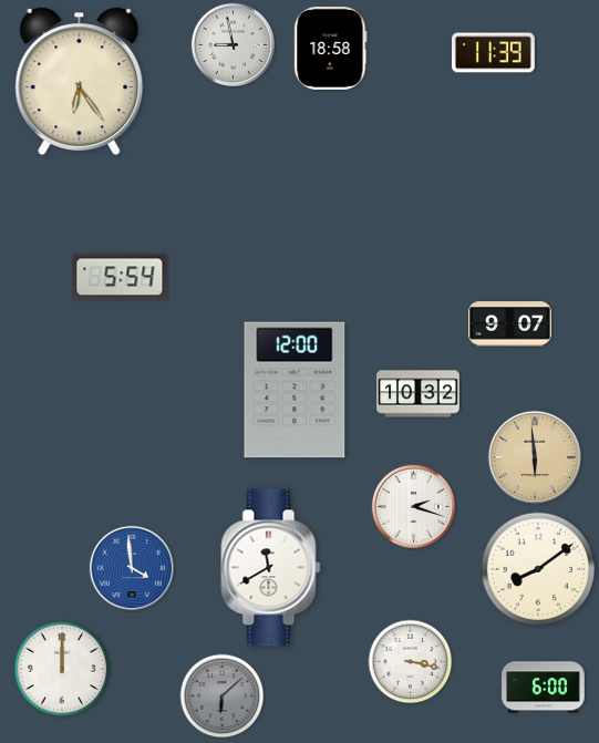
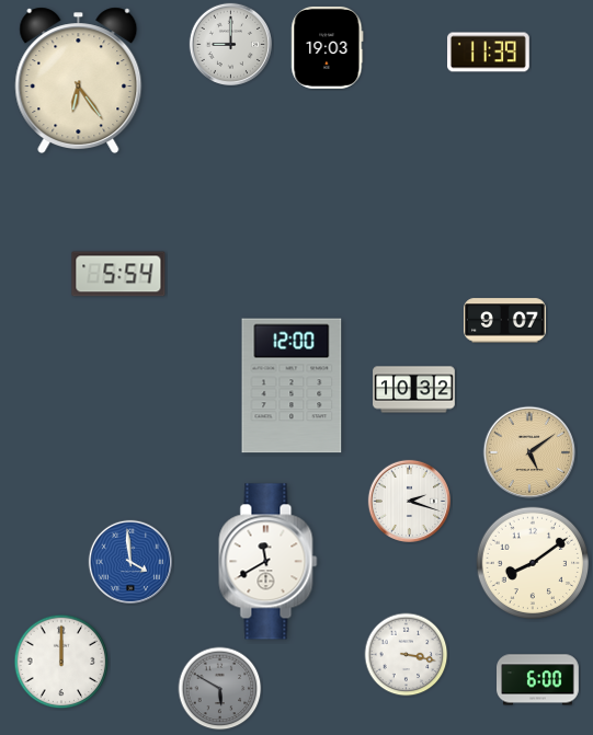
clock at (233, 44): 8:58 -> 9:00
clock at (331, 49): 18:58 -> 19:03
clock at (535, 457): 5:59 -> 5:09
clock at (223, 696): 6:08 -> 5:50
